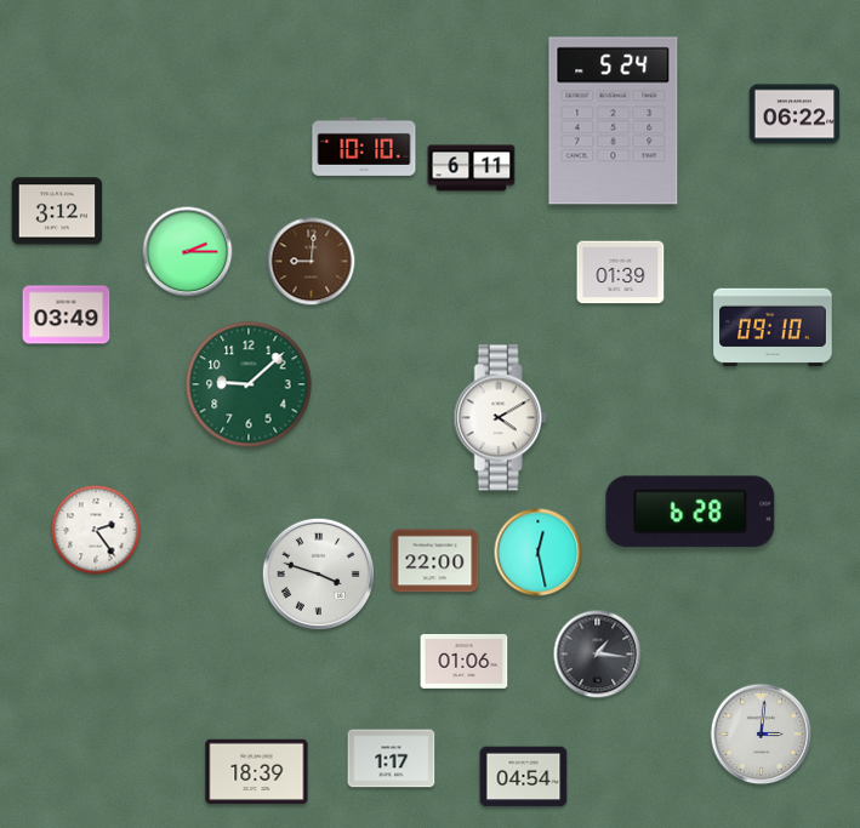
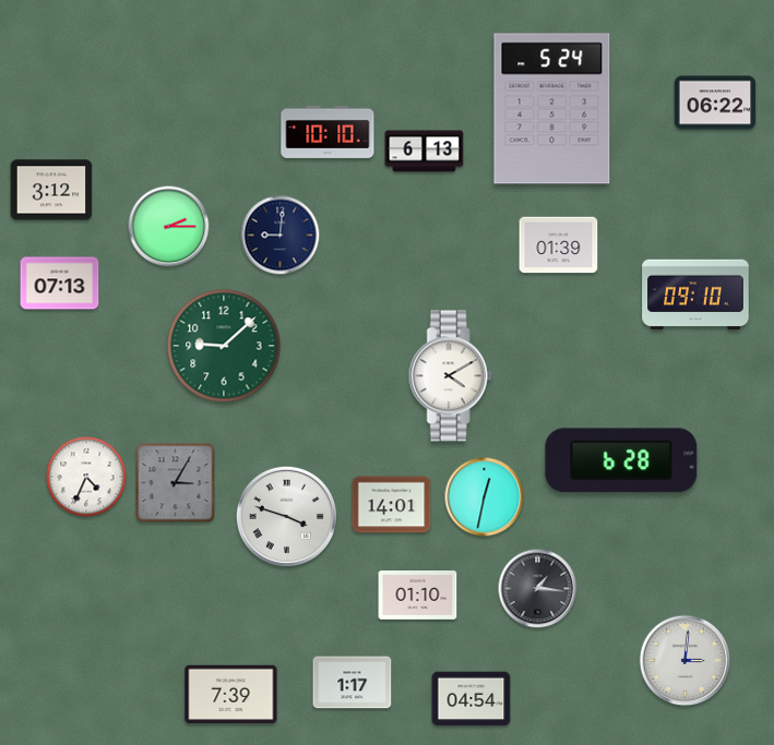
clock at (472, 169): 6:11 -> 6:13
clock at (312, 262) dial: brown -> navy
clock at (67, 315): 03:49 -> 07:13
clock at (96, 530): 2:24 -> 4:34
clock at (176, 483): none -> 3:05
clock at (539, 553): 12:28 -> 12:32
clock at (435, 561): 22:00 -> 14:01
clock at (465, 662): 01:06 -> 01:10
clock at (257, 772): 18:39 -> 7:39
